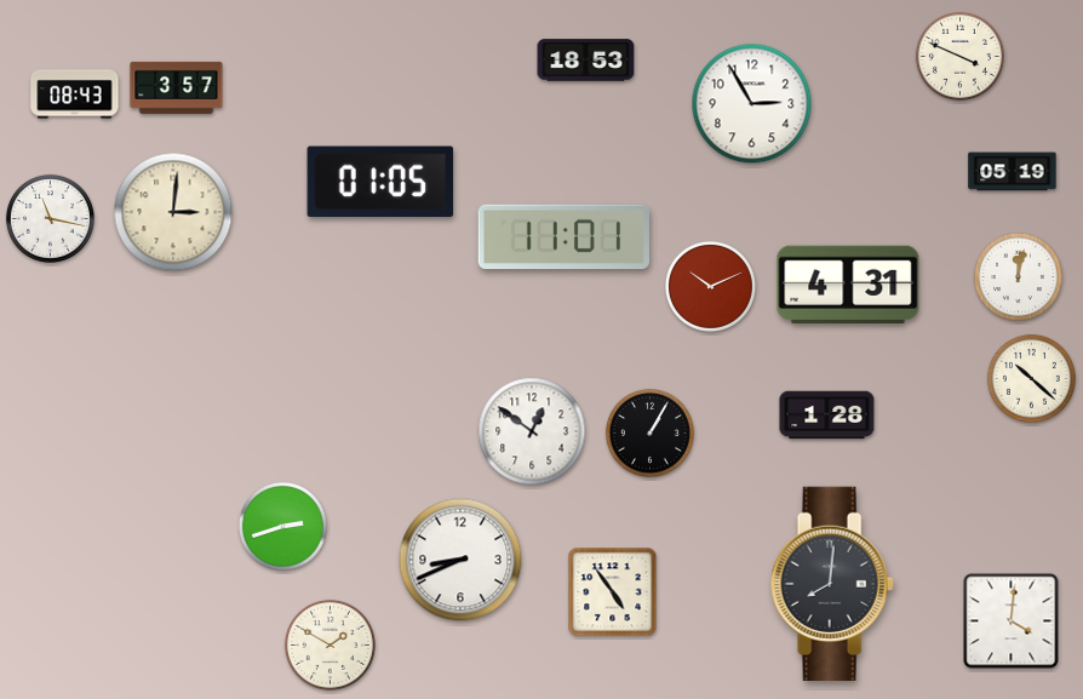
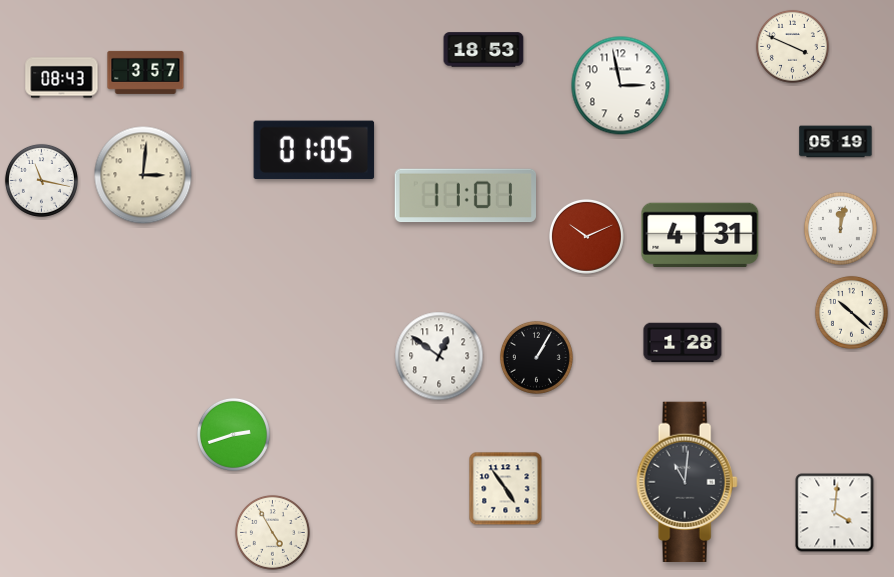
clock at (752, 104): 2:55 -> 2:58
clock at (460, 560): 8:41 -> none
clock at (832, 583): 8:01 -> 11:01
clock at (330, 644): 1:50 -> 4:55
